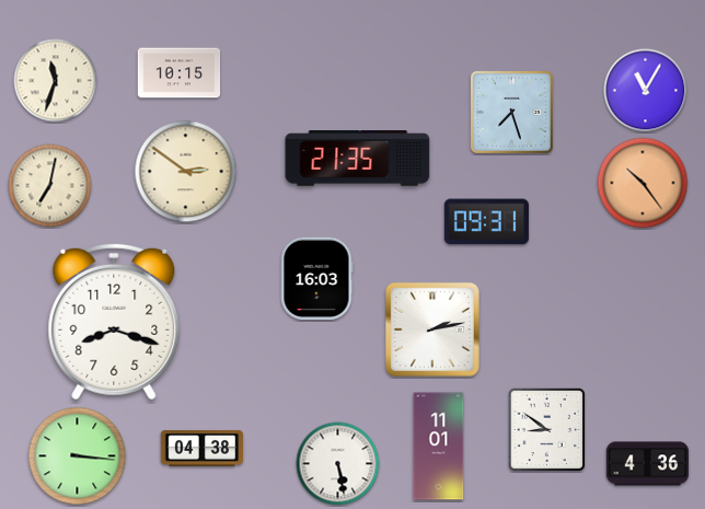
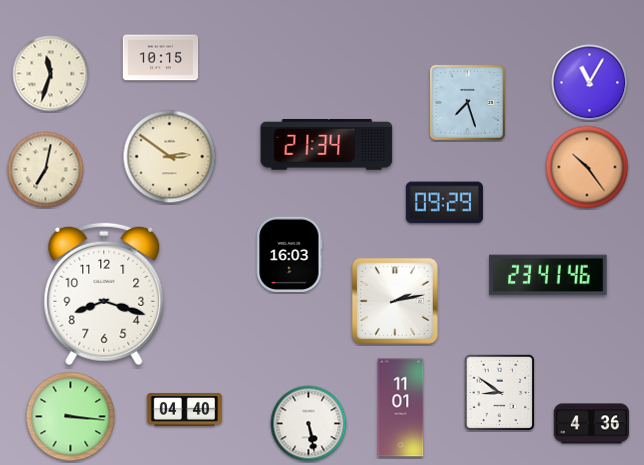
clock at (180, 73) position: (180, 73) -> (161, 58)
clock at (358, 159): 21:35 -> 21:34
clock at (486, 222): 09:31 -> 09:29
clock at (548, 275): none -> 23:41
clock at (203, 448): 04:38 -> 04:40
